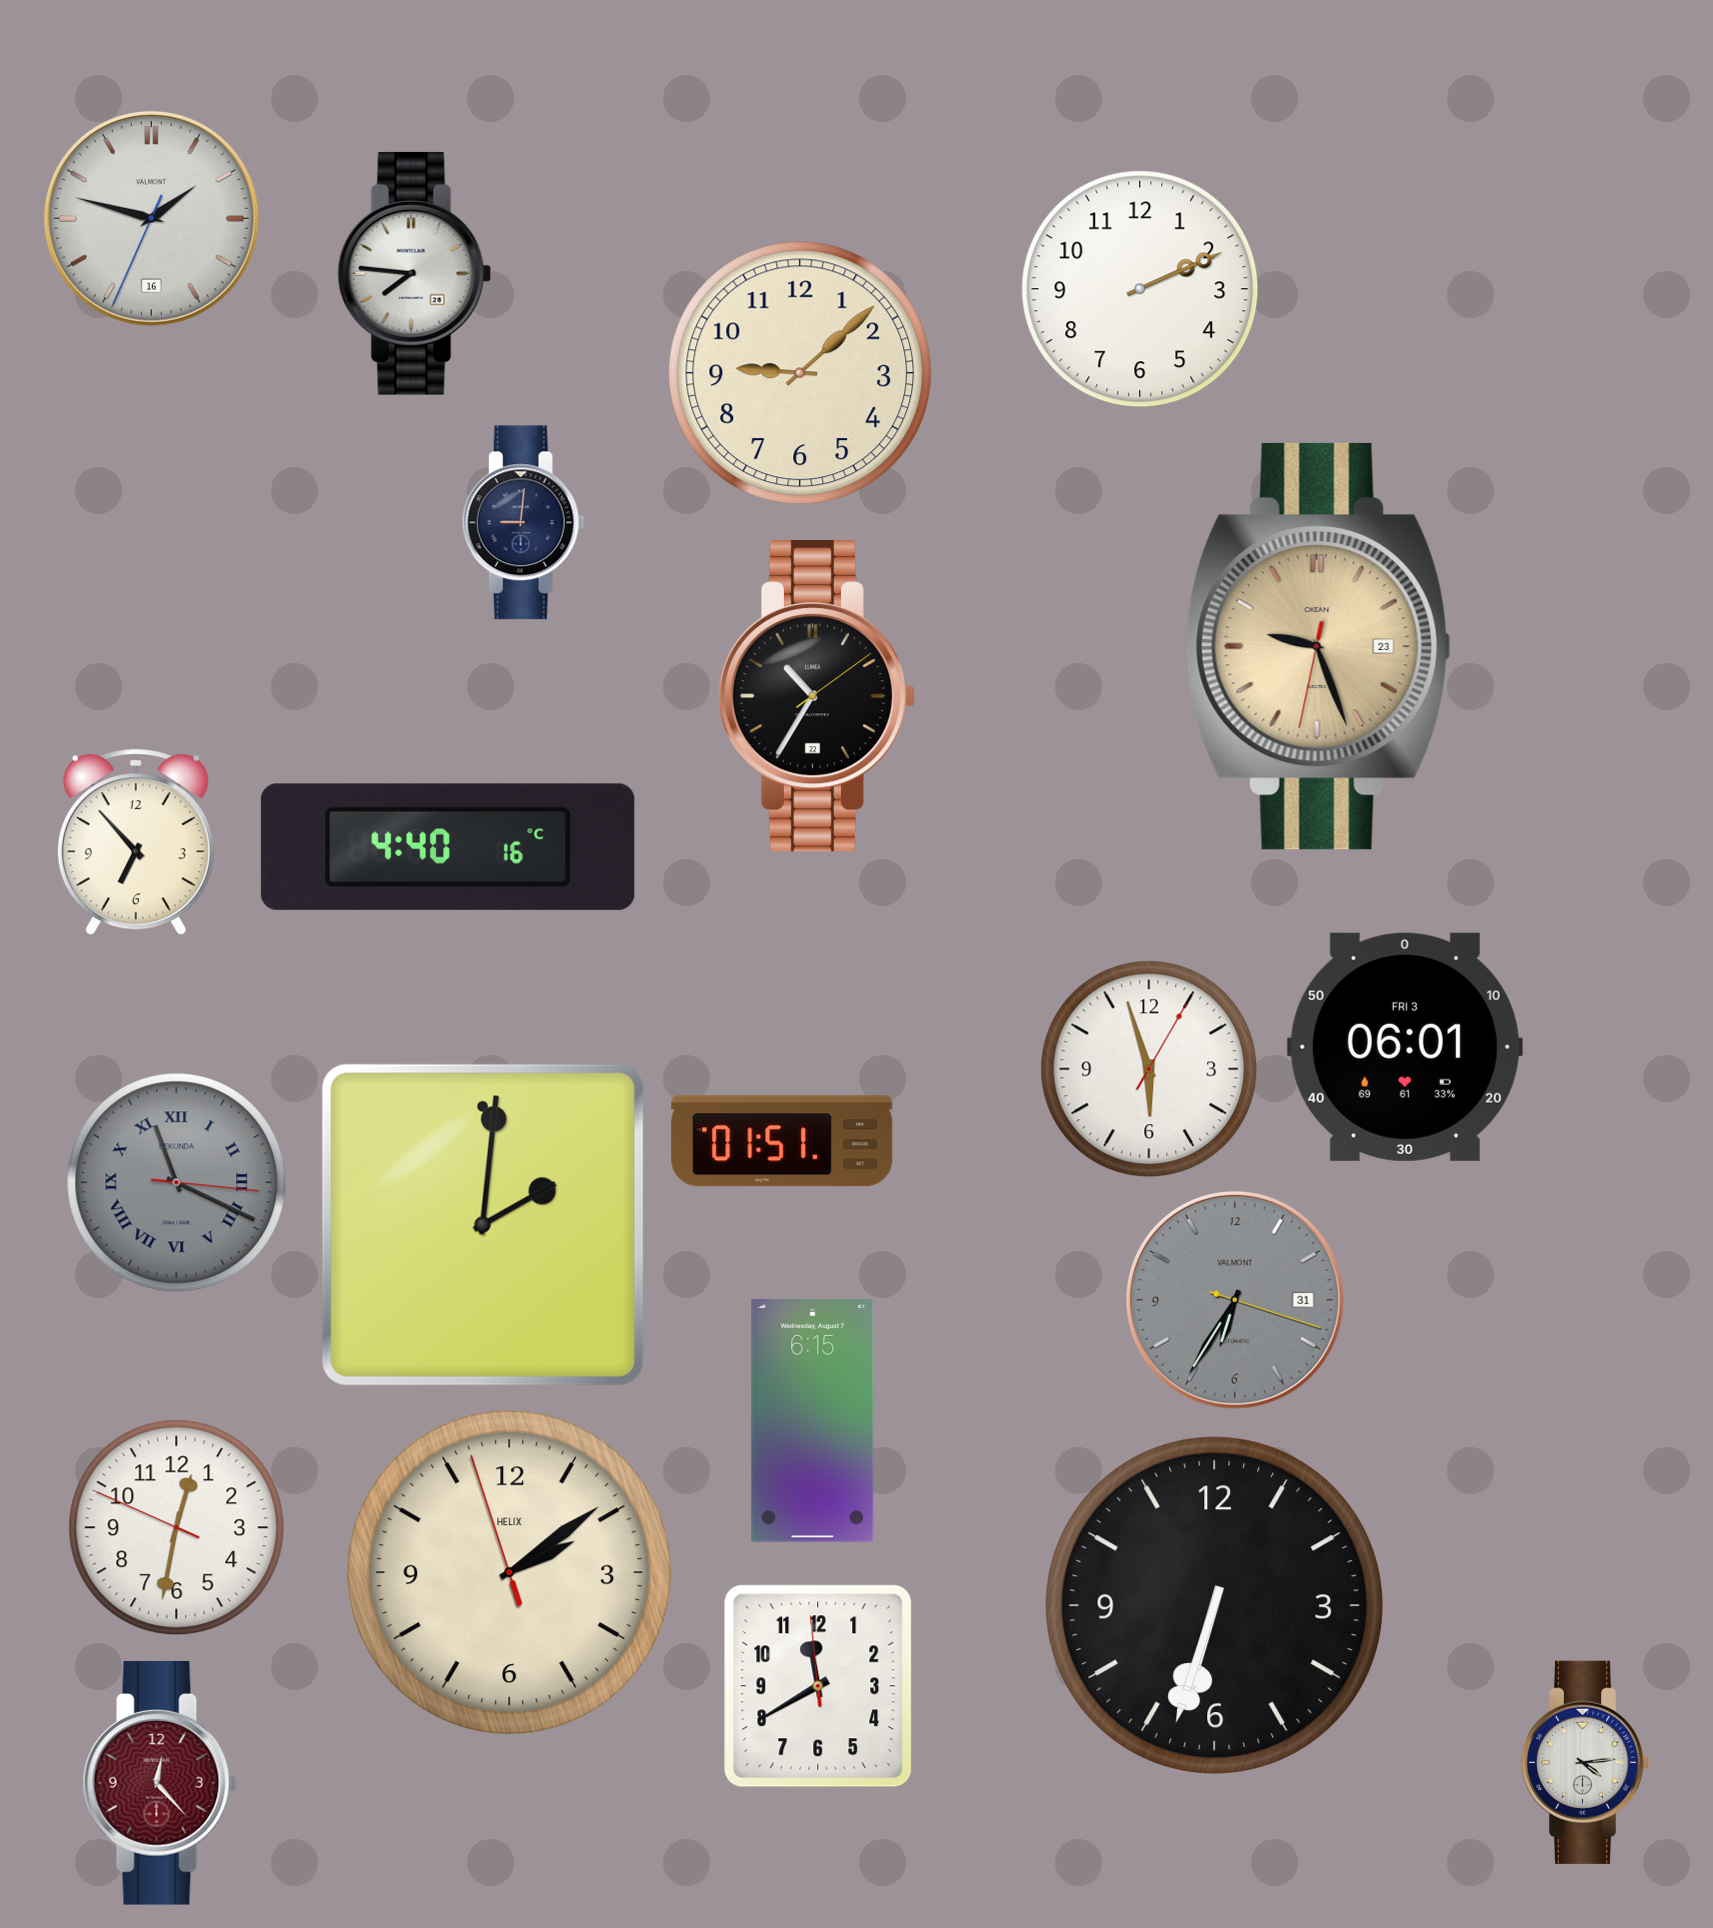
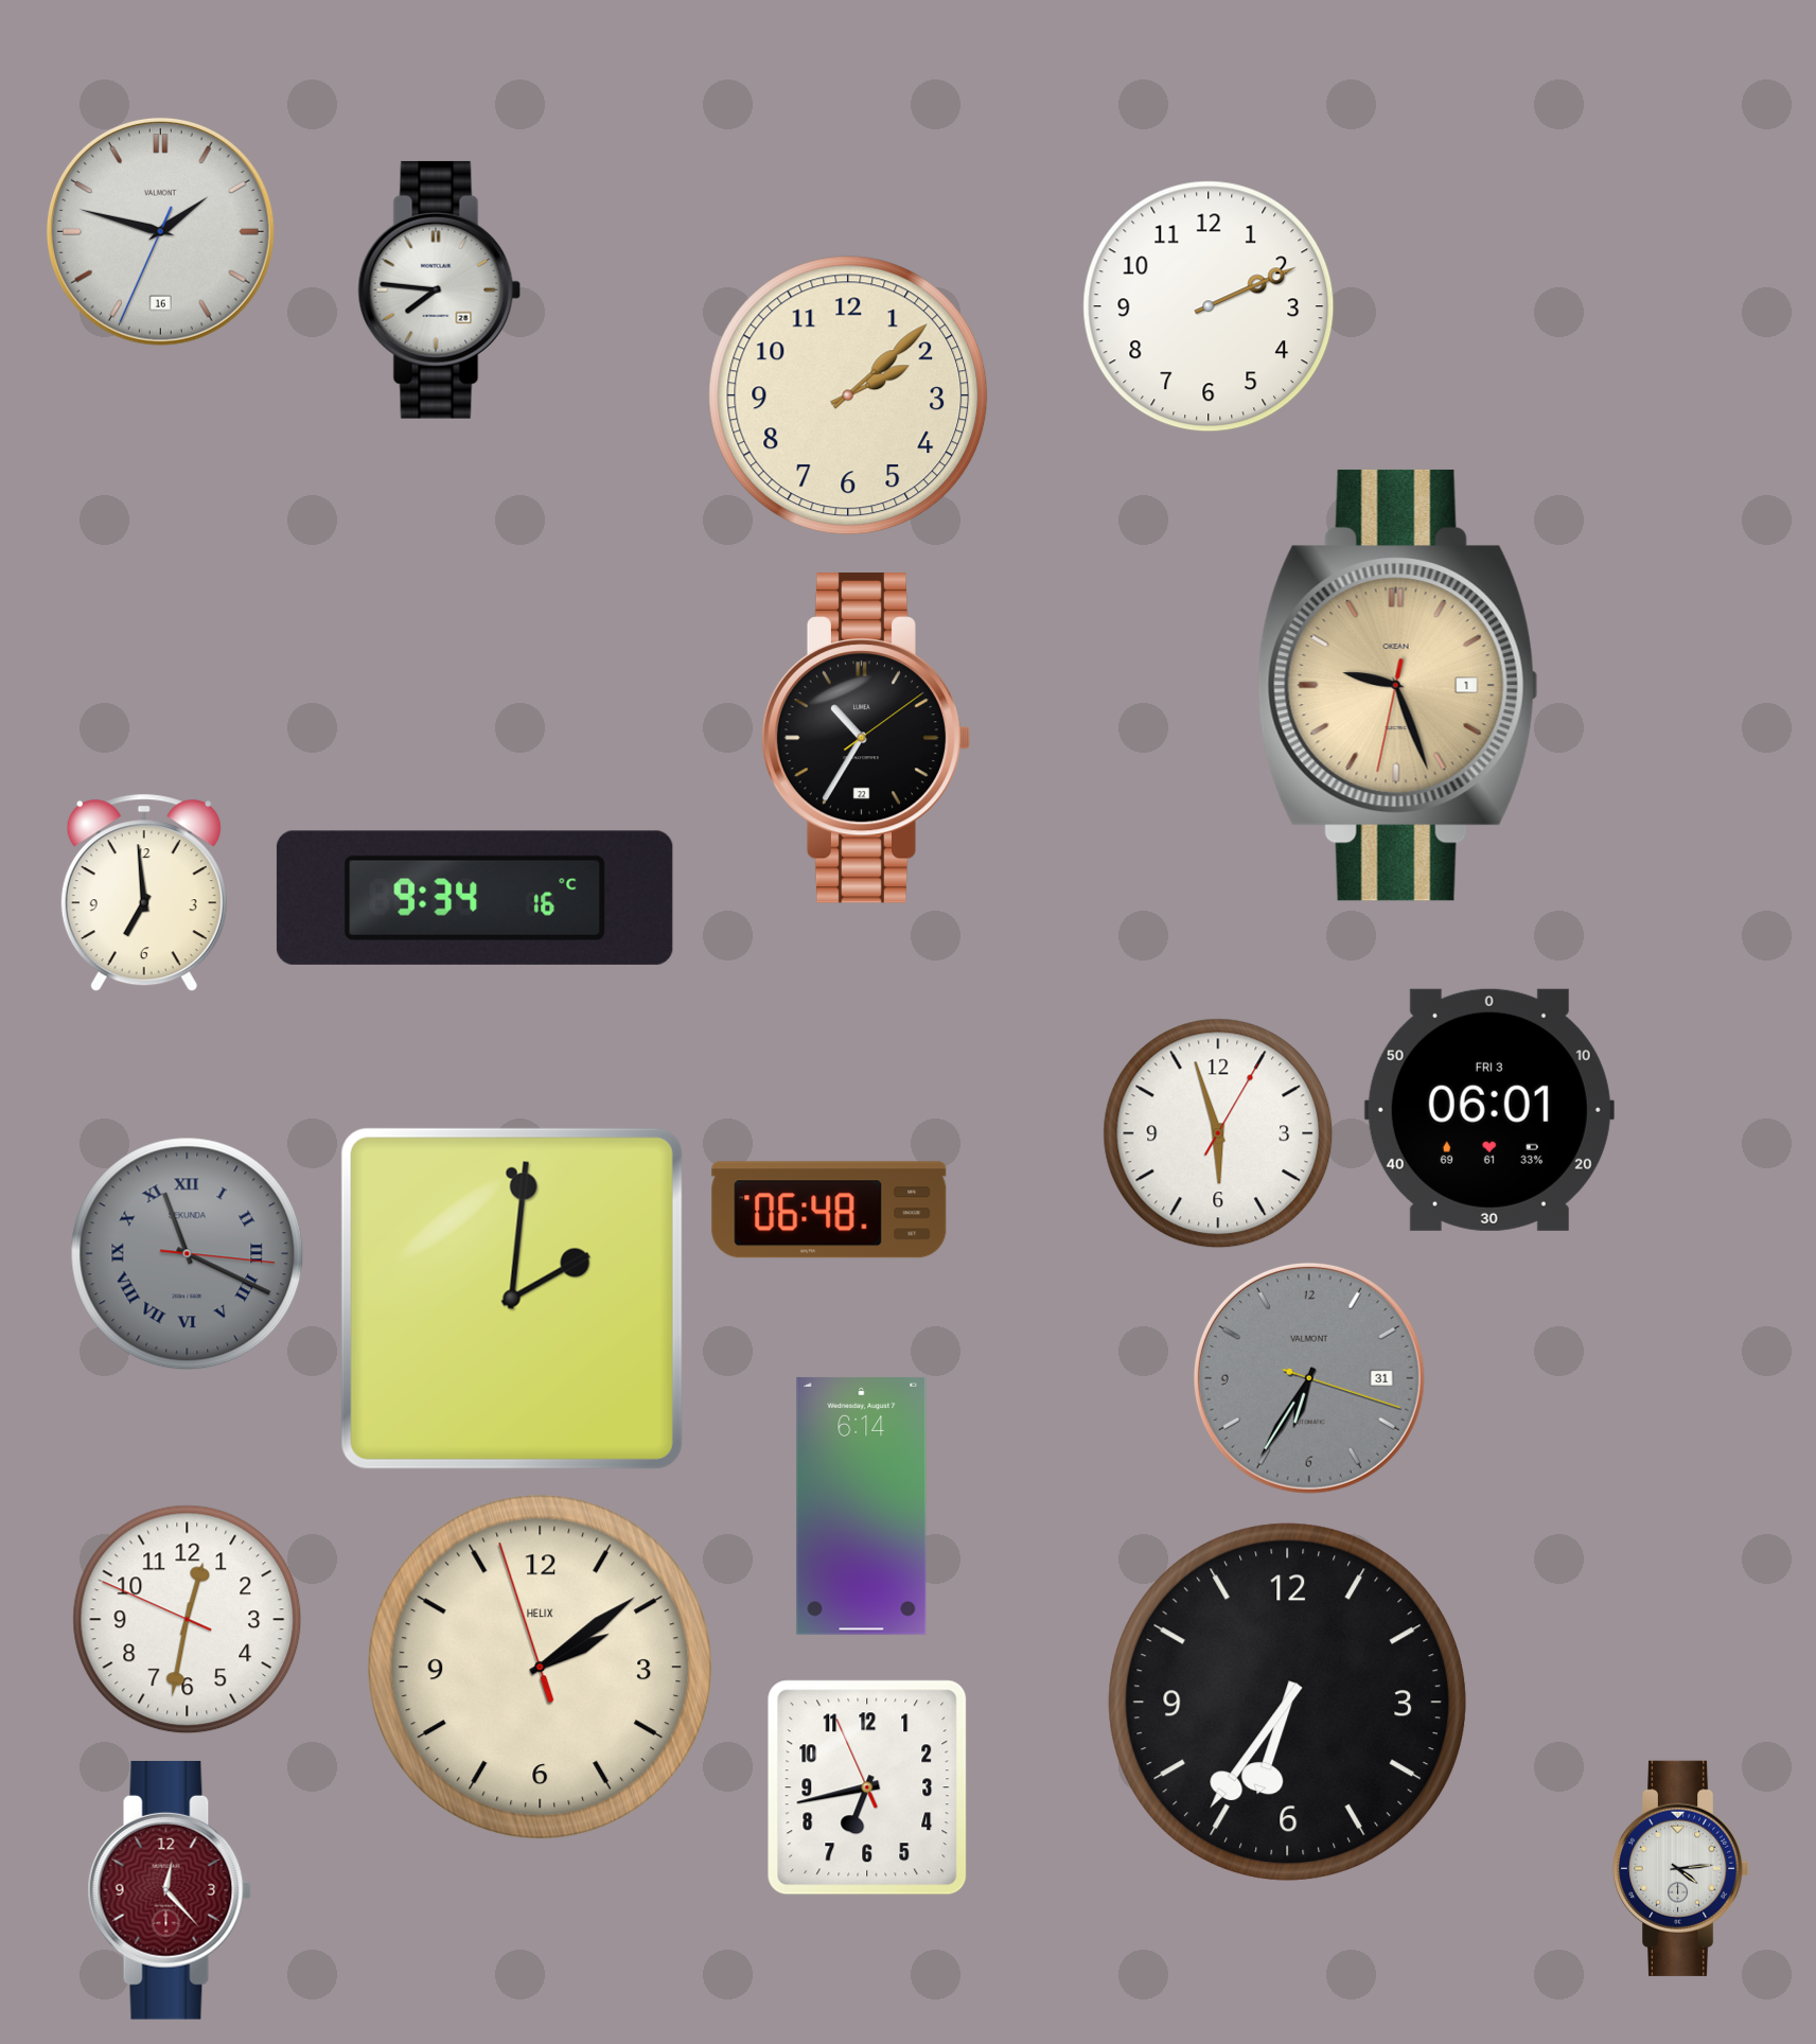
clock at (800, 373): 9:08 -> 2:08
clock at (523, 523): 9:01 -> none
clock at (1318, 646) date: 23 -> 1
clock at (136, 842): 6:53 -> 6:59
clock at (448, 847): 4:40 -> 9:34
clock at (782, 1141): 01:51 -> 06:48
clock at (813, 1420): 6:15 -> 6:14
clock at (1214, 1605): 6:33 -> 6:36
clock at (818, 1686): 11:39 -> 6:42
